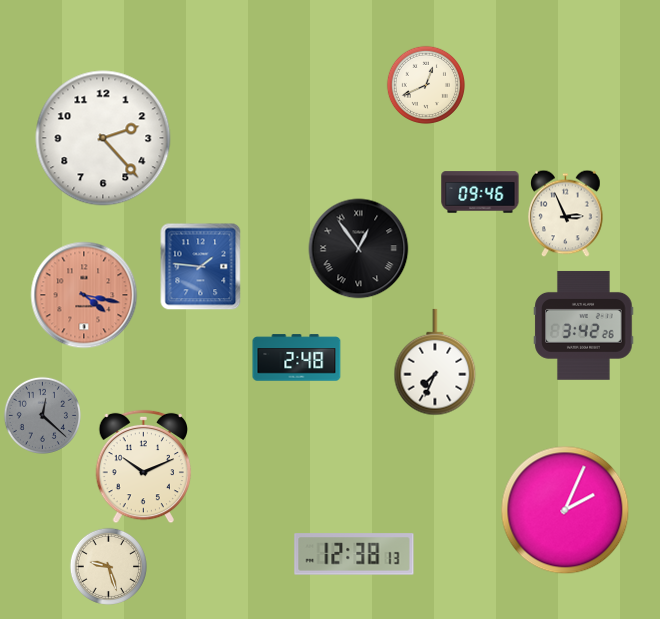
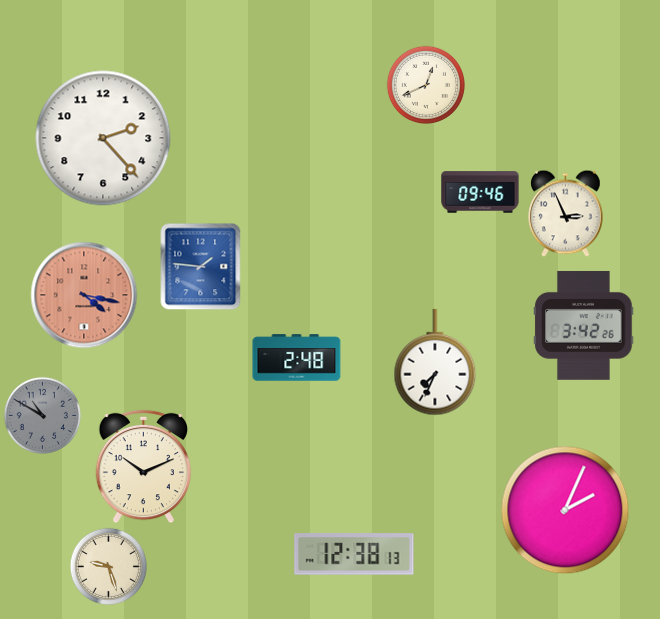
clock at (359, 249): 12:54 -> none
clock at (42, 415): 12:22 -> 10:50
